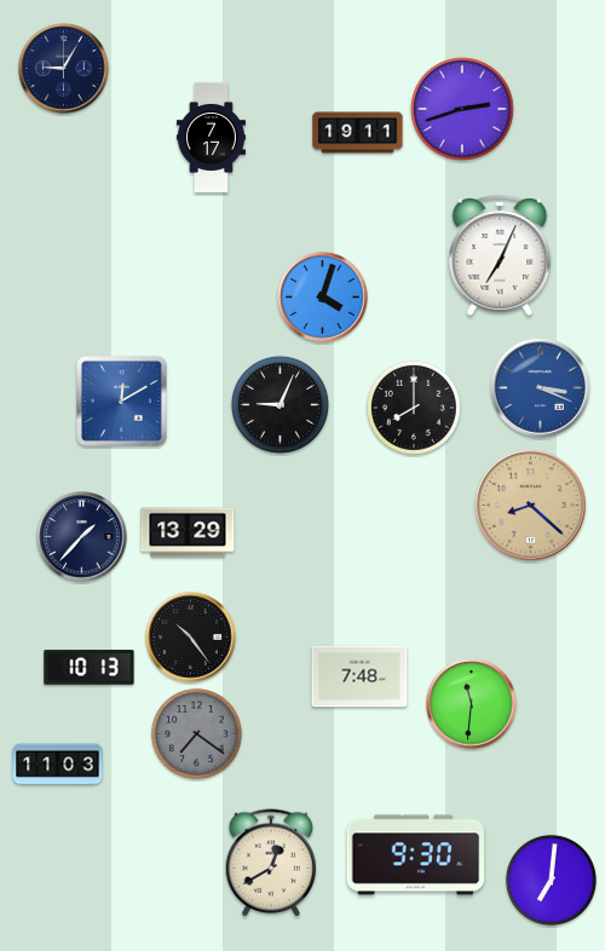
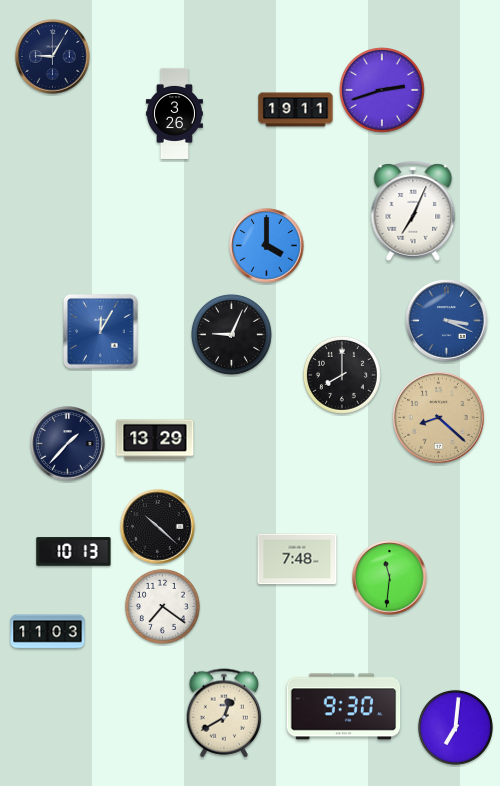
clock at (211, 137): 7:17 -> 3:26
clock at (323, 298): 4:03 -> 4:00
clock at (122, 402): 12:10 -> 12:05
clock at (414, 408) position: (414, 408) -> (342, 375)
clock at (191, 638): 10:24 -> 10:22
clock at (472, 704) position: (472, 704) -> (390, 578)
clock at (196, 733) dial: grey -> white
